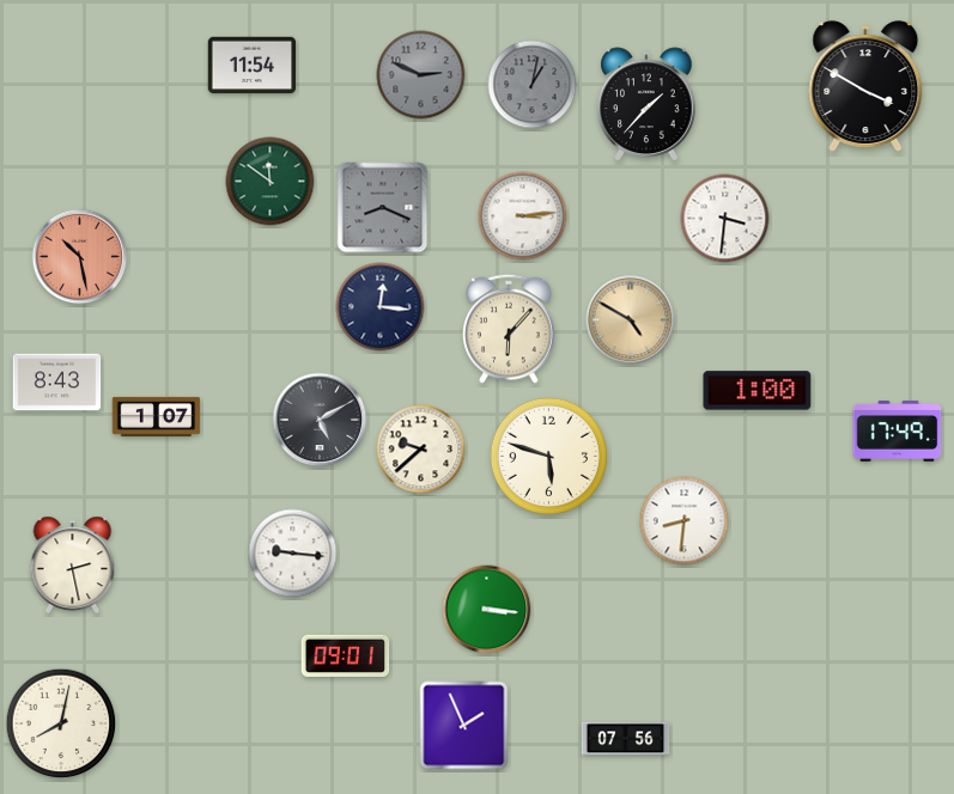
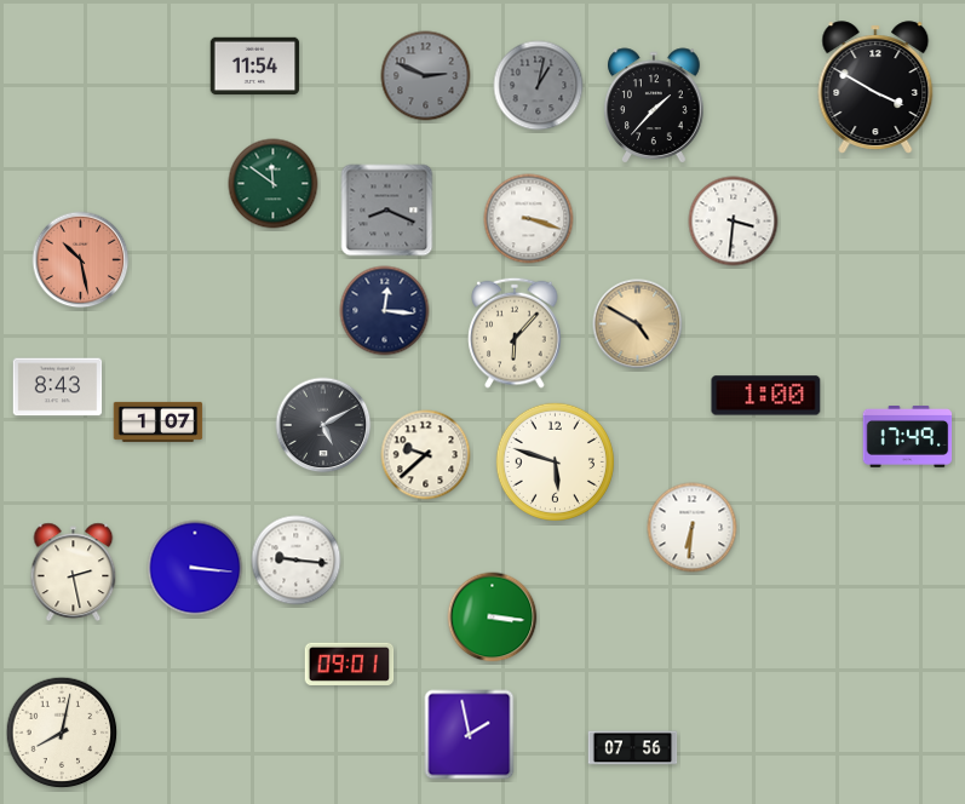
clock at (523, 216): 3:14 -> 3:18
clock at (685, 521): 8:31 -> 6:31
clock at (195, 568): none -> 3:16
clock at (464, 726): 1:56 -> 1:58
